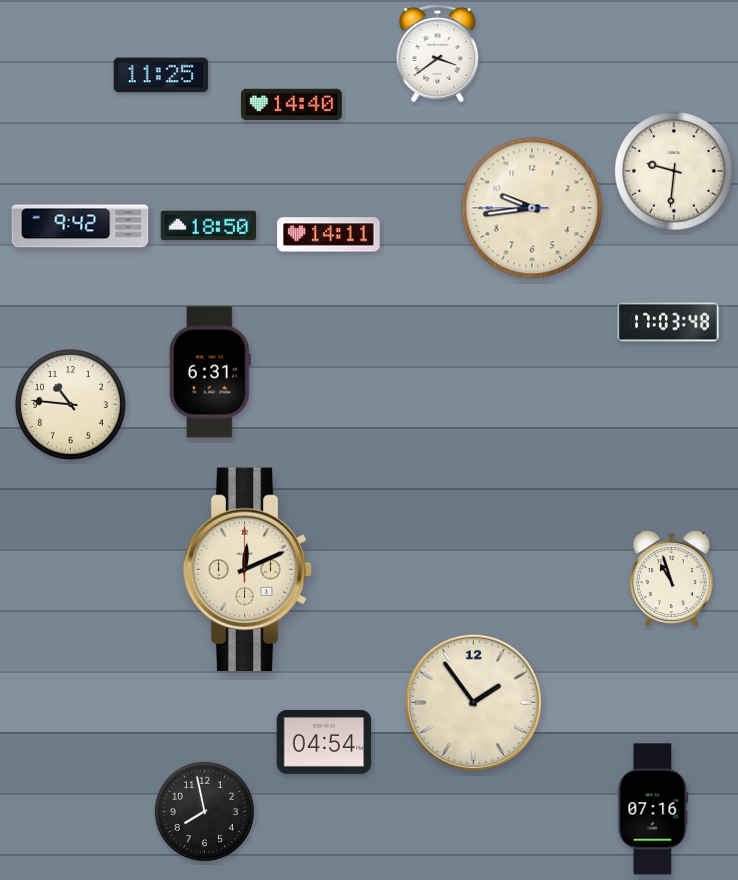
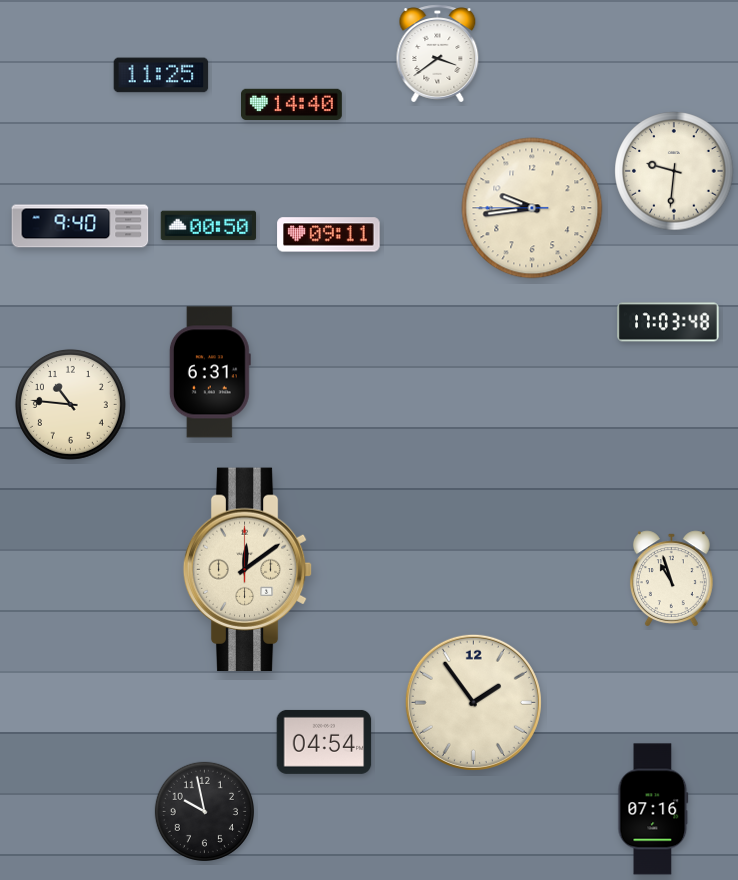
clock at (80, 226): 9:42 -> 9:40
clock at (209, 226): 18:50 -> 00:50
clock at (329, 235): 14:11 -> 09:11
clock at (248, 570): 12:11 -> 12:09
clock at (204, 811): 7:58 -> 9:58
